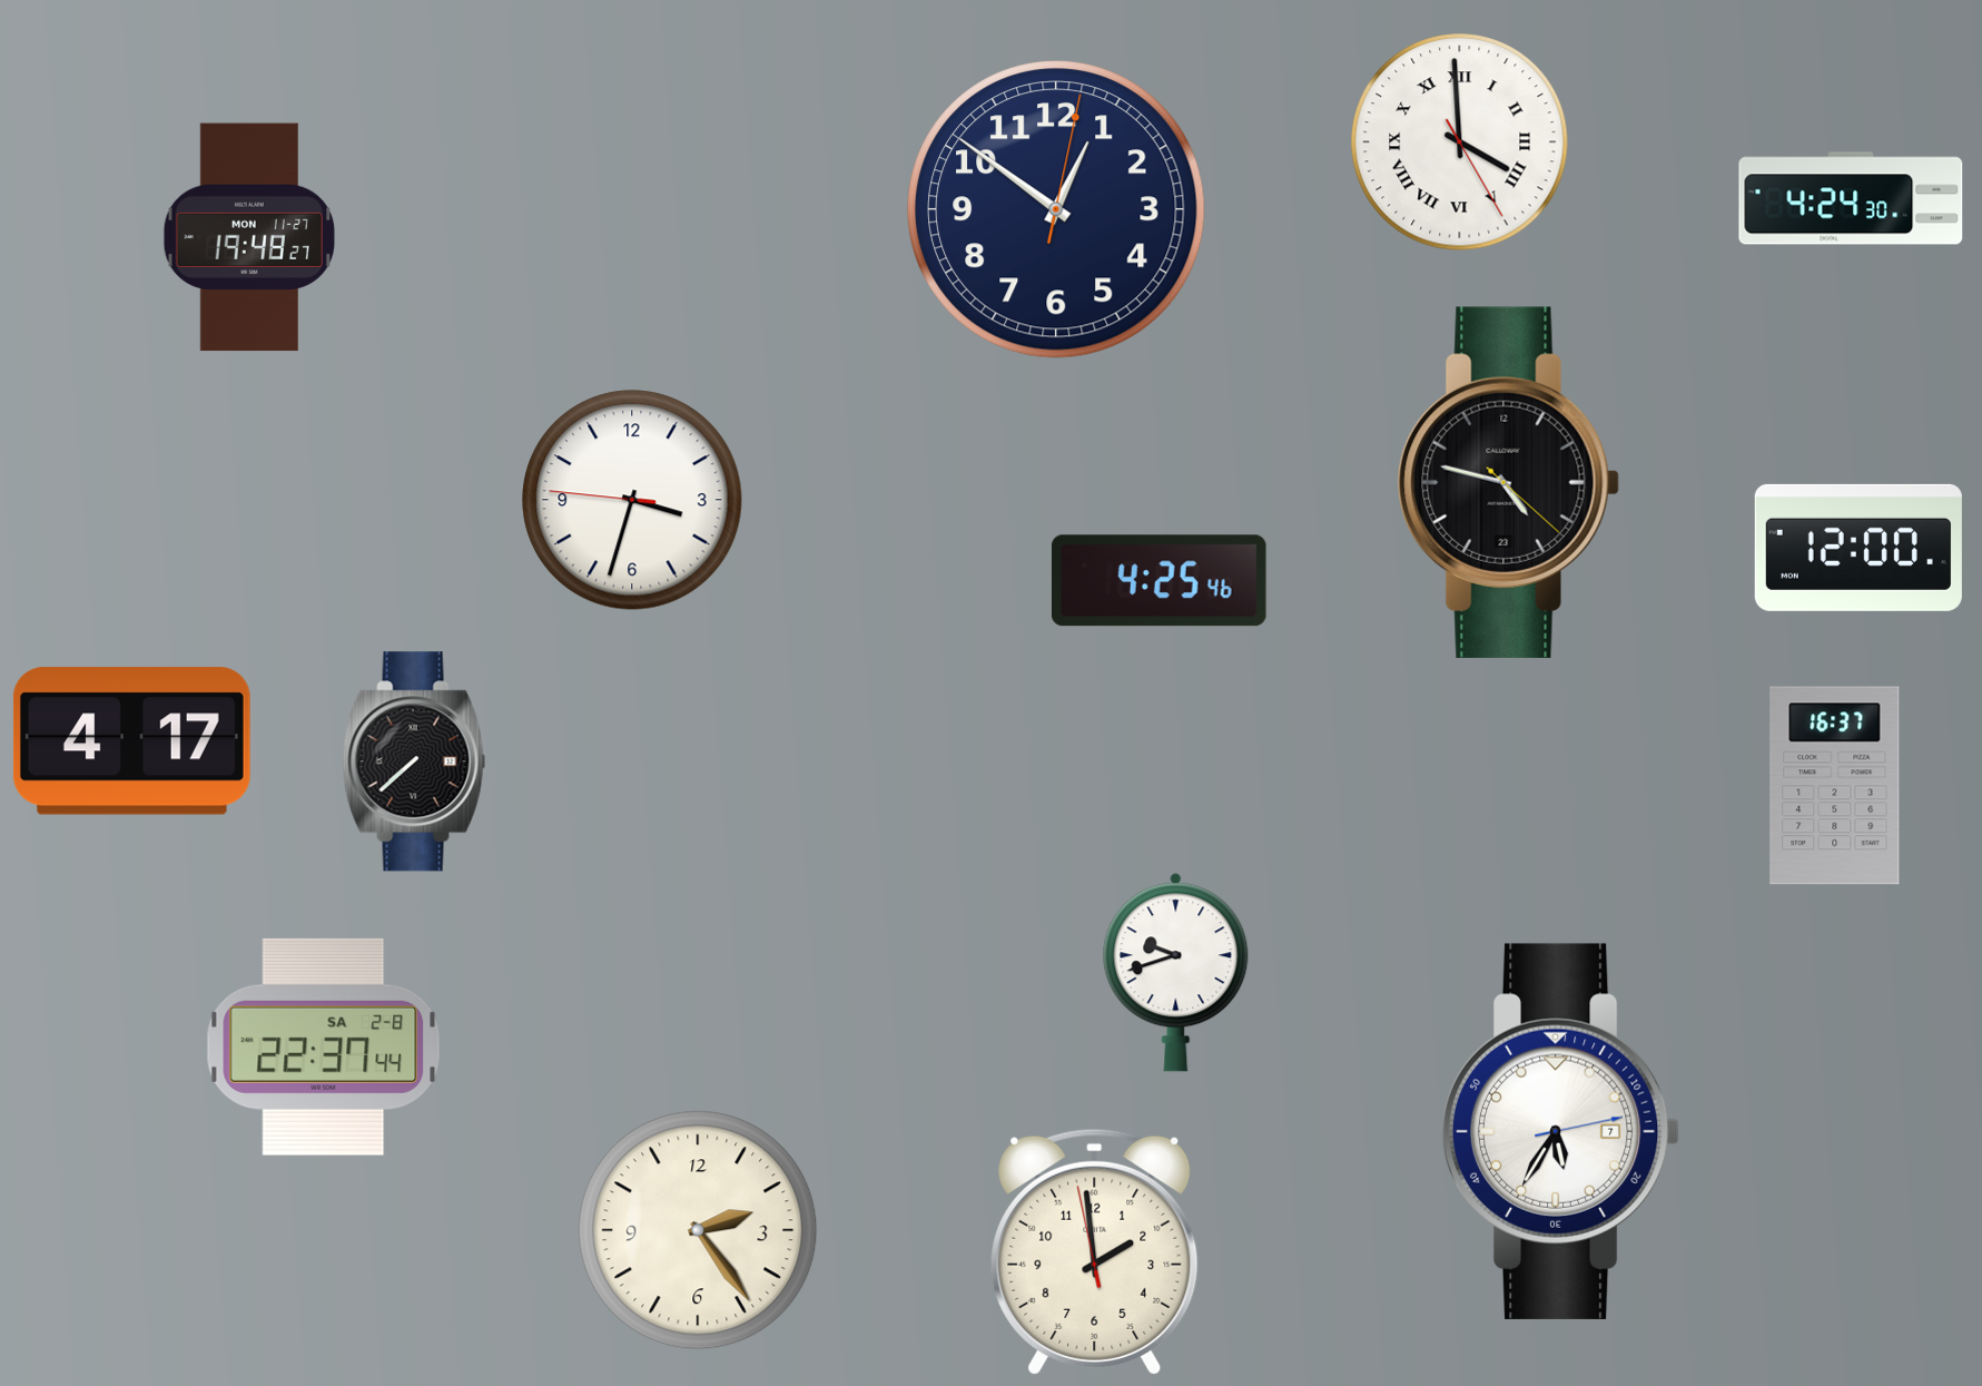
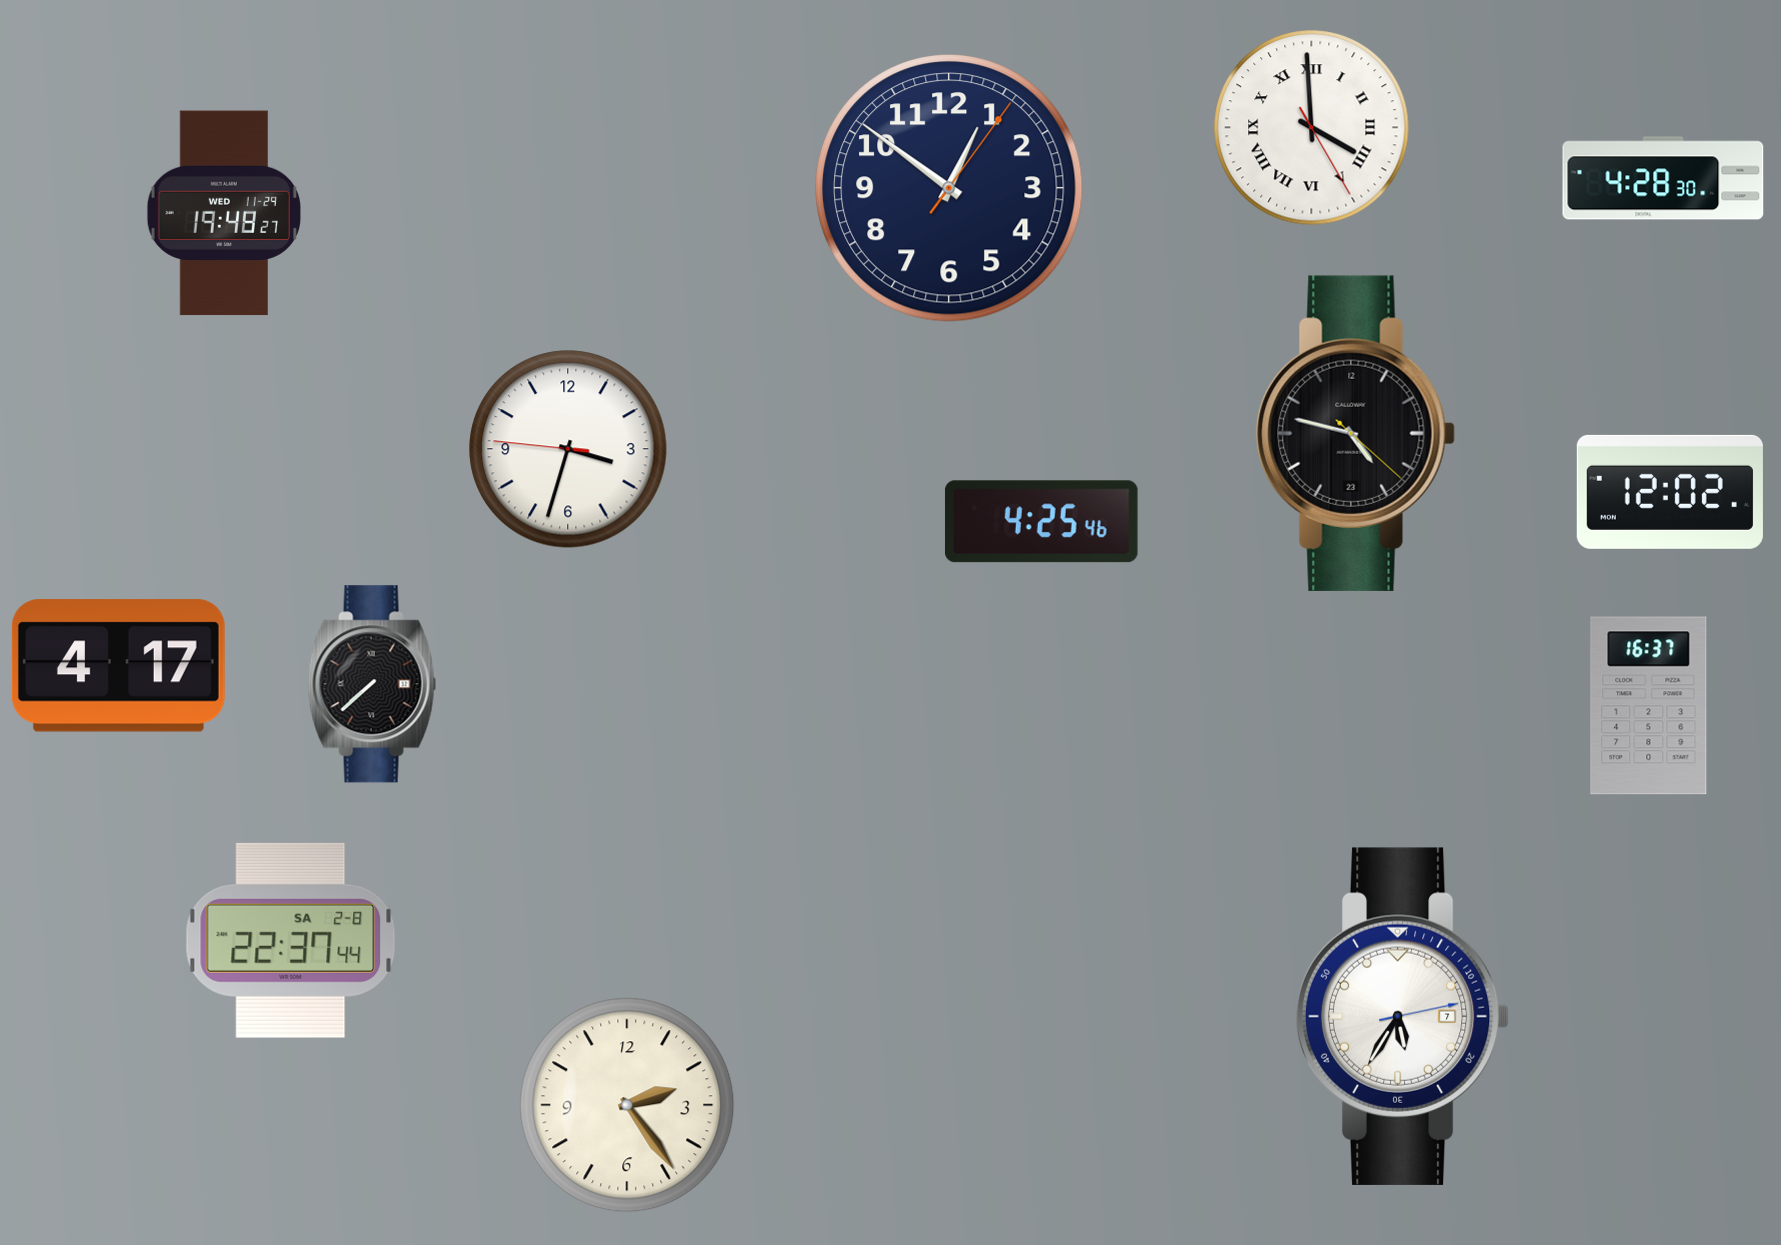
clock at (1851, 198): 4:24 -> 4:28
clock at (1057, 210): 12:51:02 -> 12:51:06
clock at (248, 237) date: MON 11-27 -> WED 11-29
clock at (1858, 548): 12:00 -> 12:02
clock at (1176, 973): 9:42 -> none
clock at (1095, 1251): 1:58 -> none
